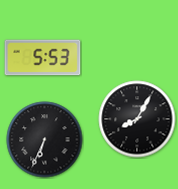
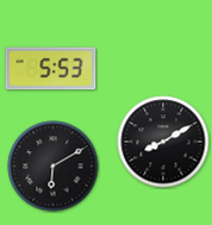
clock at (137, 119): 8:05 -> 8:10
clock at (45, 140): 6:34 -> 6:10
